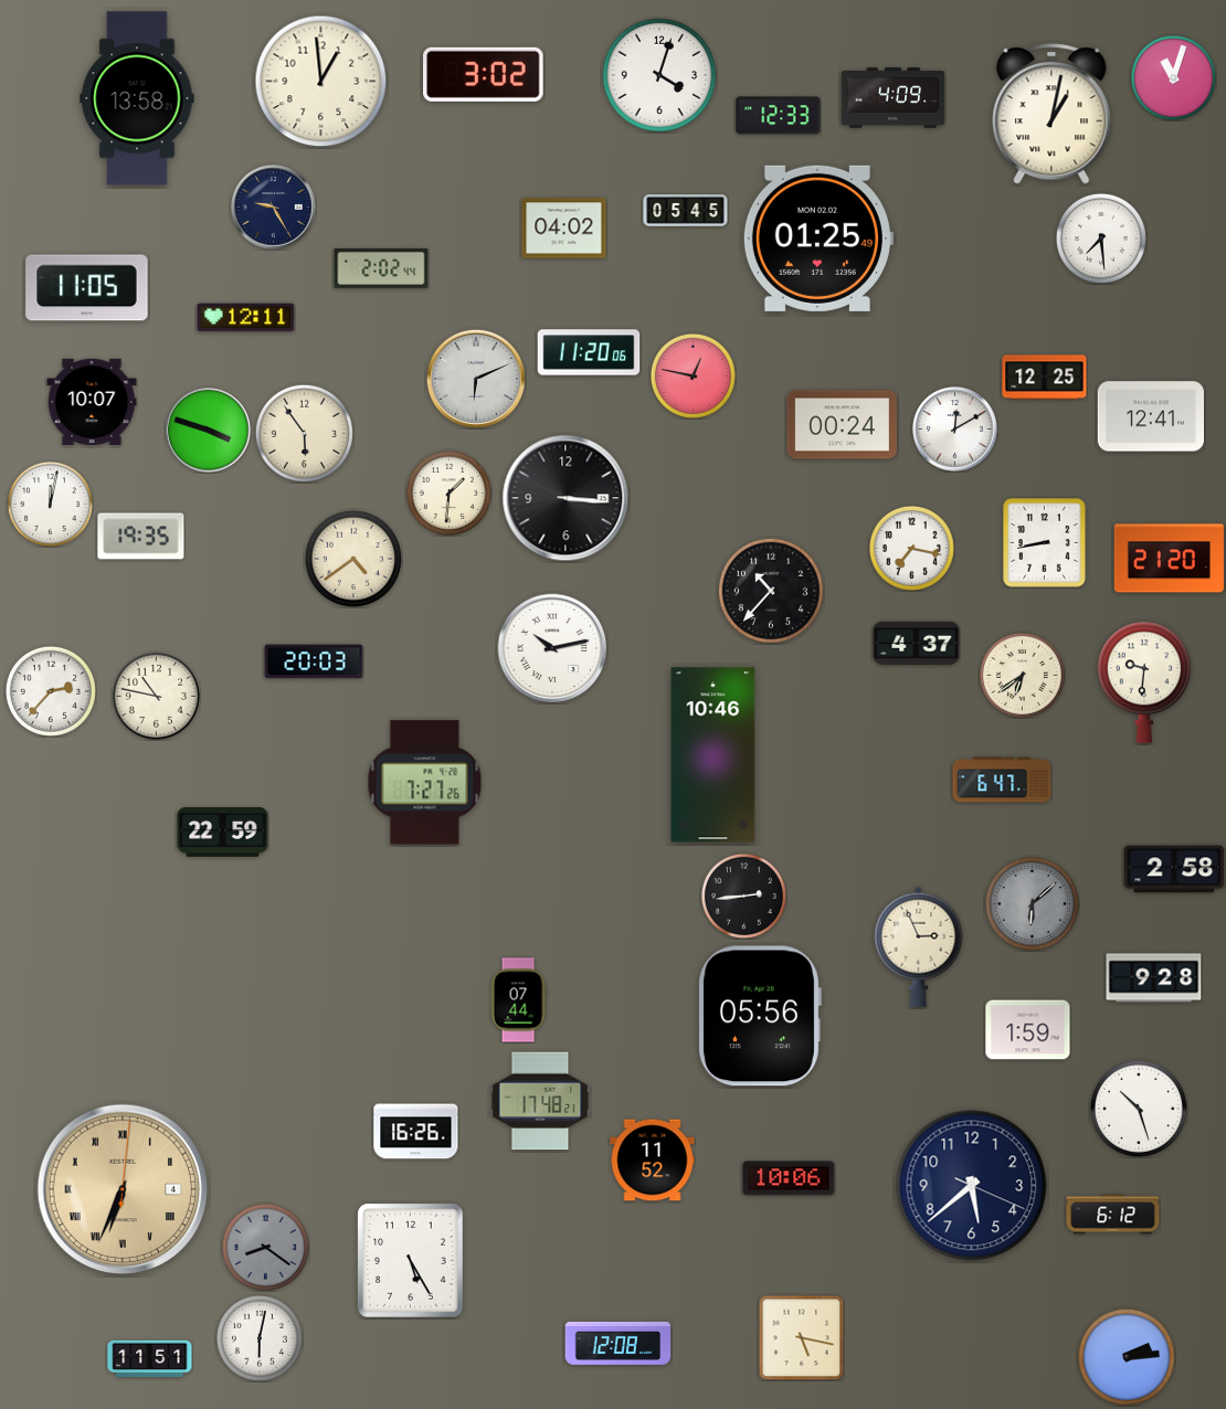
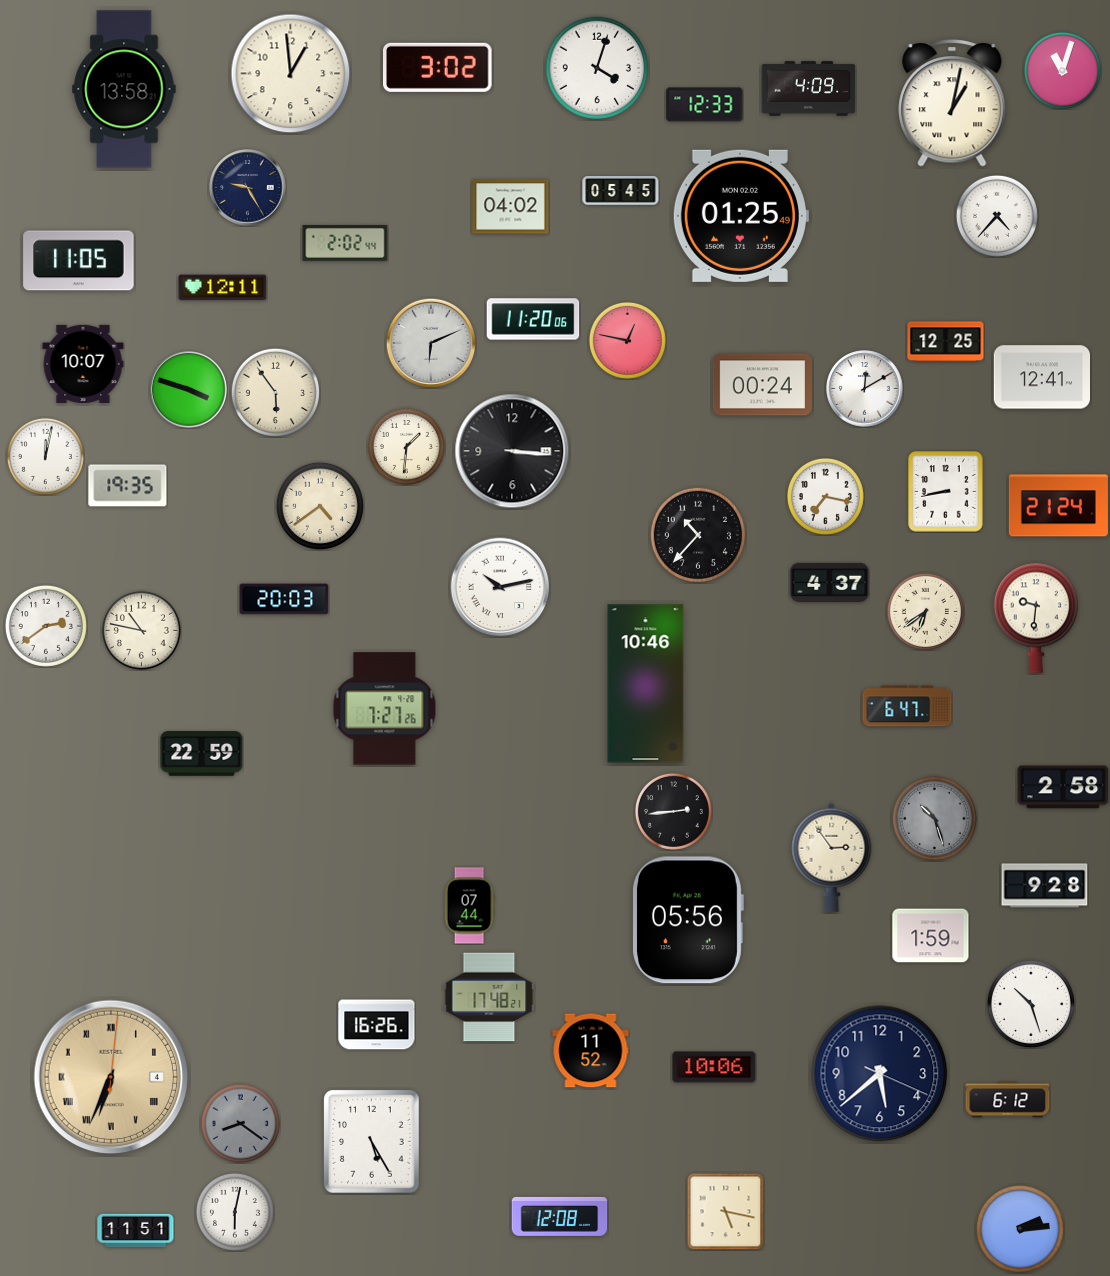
clock at (1101, 239): 7:29 -> 4:37
clock at (1169, 559): 21:20 -> 21:24
clock at (51, 691): 2:37 -> 2:39
clock at (1032, 903): 6:08 -> 10:27
clock at (919, 946): 2:56 -> 2:54
clock at (1028, 1030) position: (1028, 1030) -> (931, 936)
clock at (265, 1247) position: (265, 1247) -> (240, 1123)
